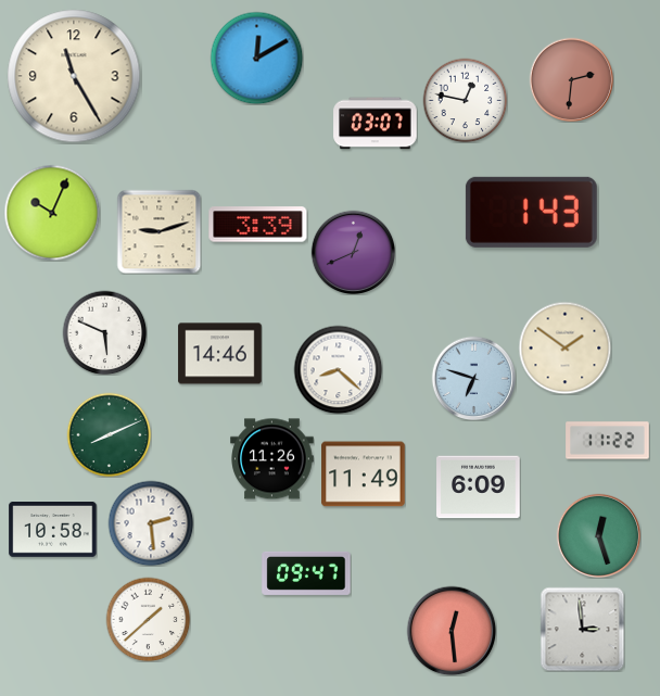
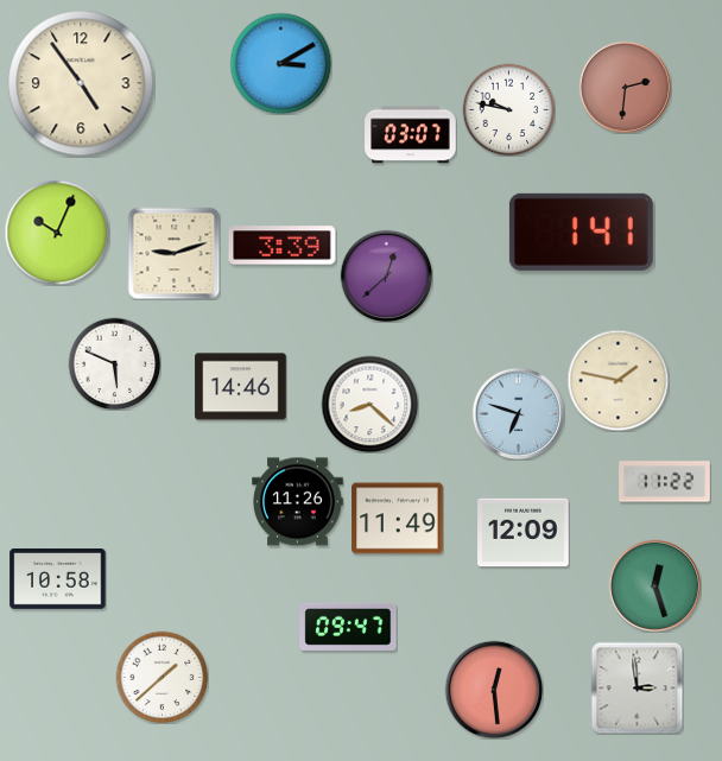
clock at (256, 58): 12:10 -> 3:10
clock at (74, 76): 11:25 -> 4:54
clock at (465, 100): 12:47 -> 9:47
clock at (531, 212): 1:43 -> 1:41
clock at (353, 252): 12:41 -> 12:38
clock at (564, 347): 1:51 -> 1:47
clock at (109, 434): 8:11 -> none
clock at (479, 488): 6:09 -> 12:09
clock at (151, 523): 2:29 -> none
clock at (306, 573) position: (306, 573) -> (348, 627)
